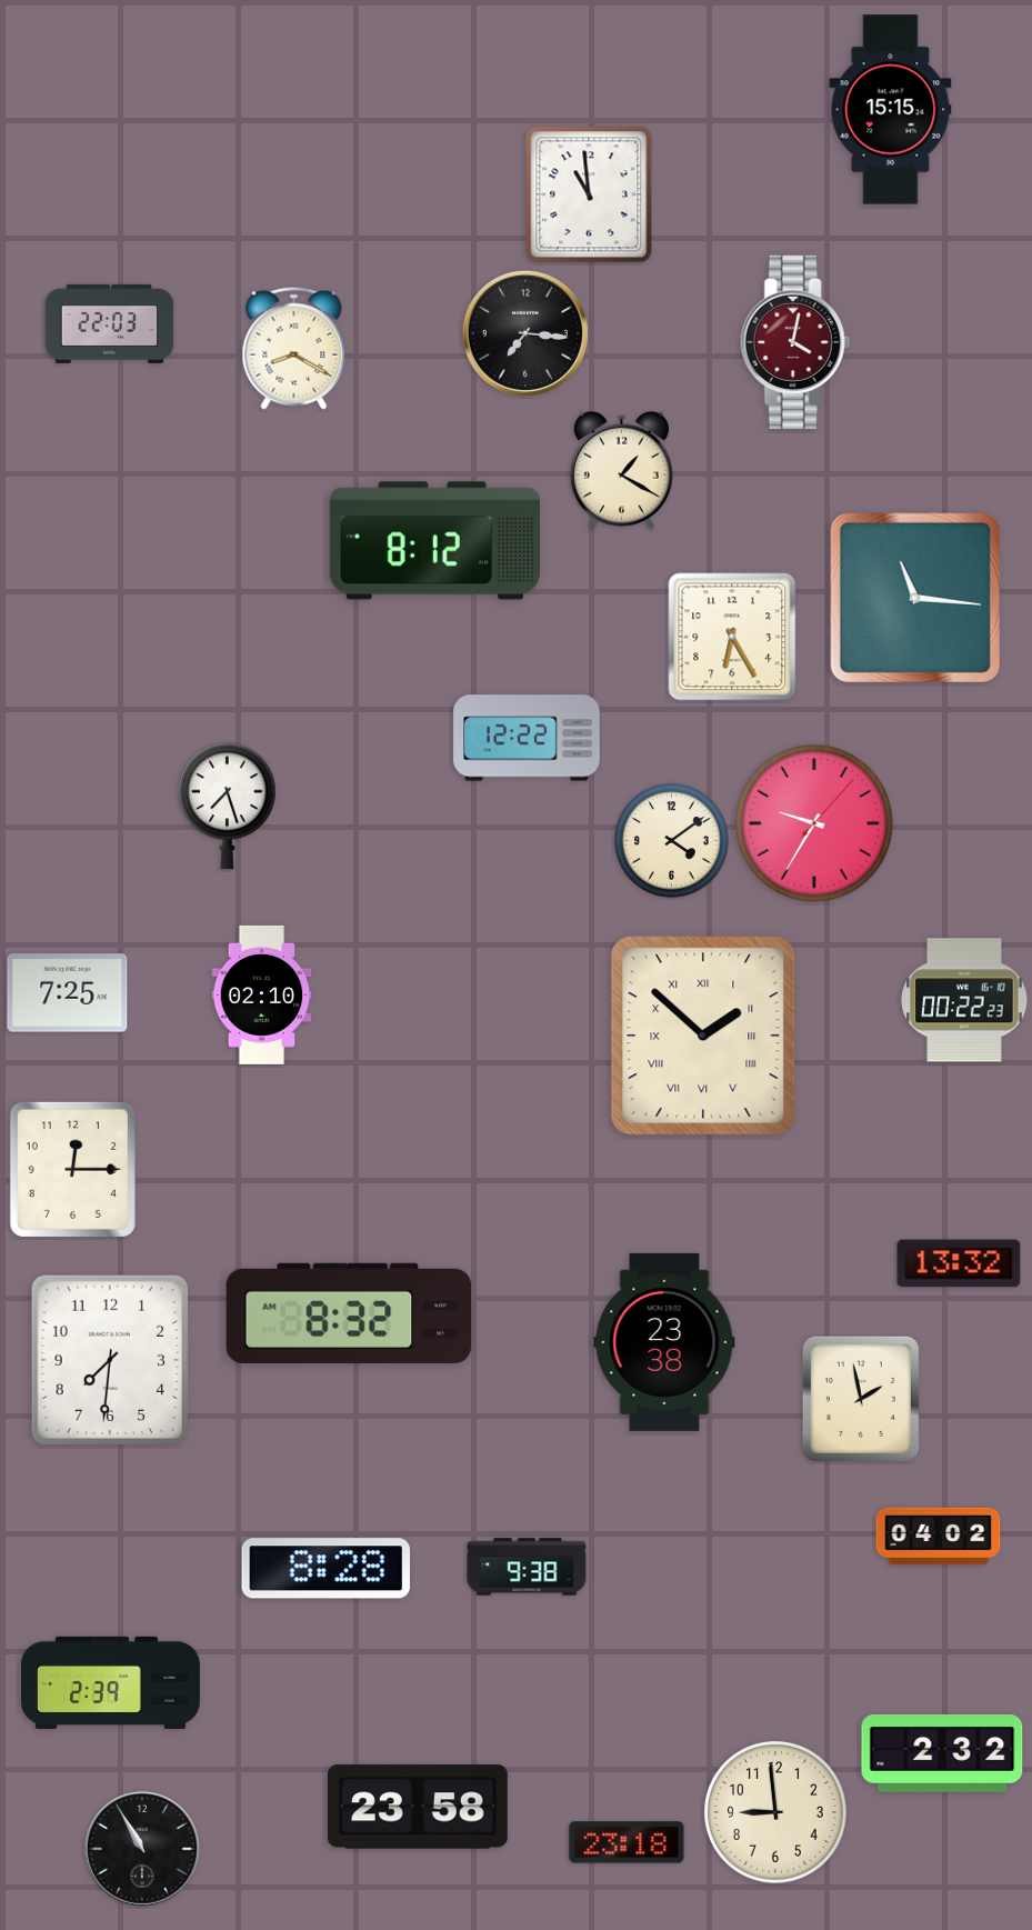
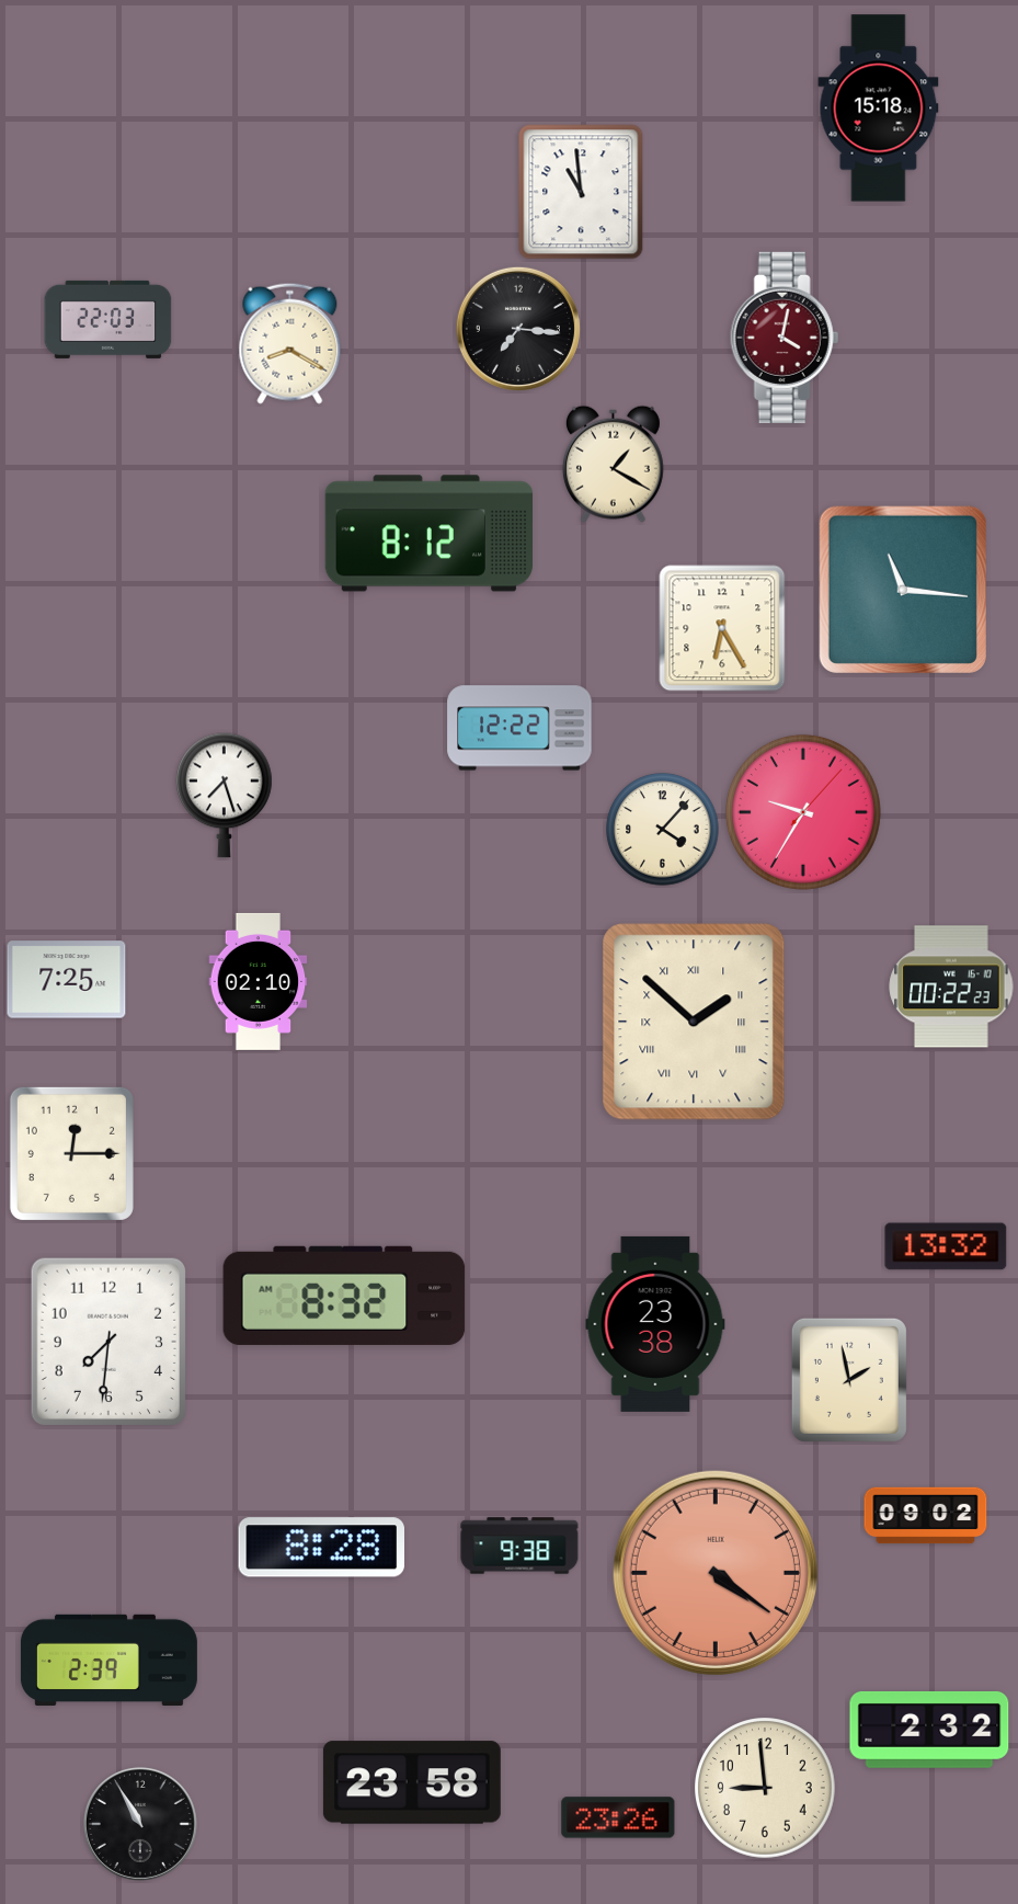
clock at (891, 110): 15:15 -> 15:18
clock at (672, 841): 4:09 -> 4:07
clock at (939, 1537): 04:02 -> 09:02
clock at (716, 1573): none -> 4:21
clock at (627, 1842): 23:18 -> 23:26
